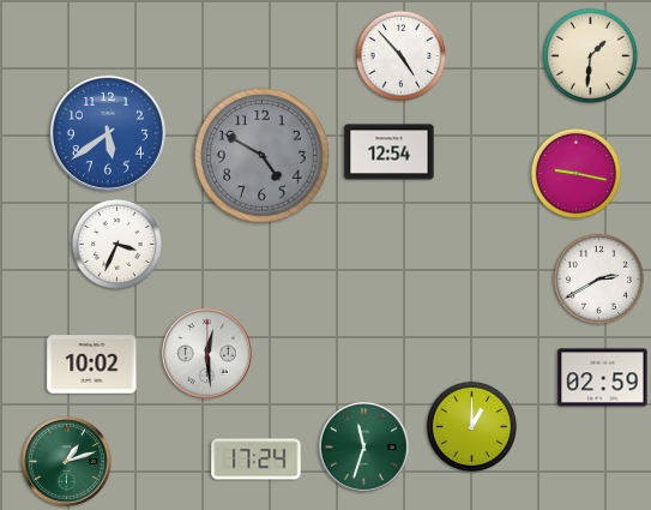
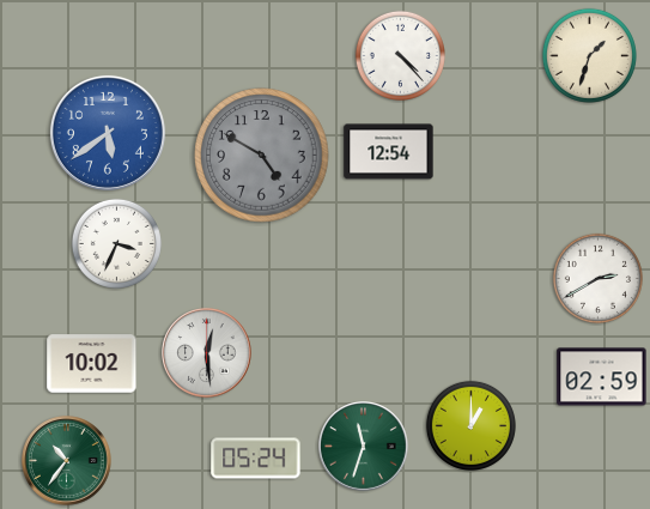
clock at (400, 55): 4:53 -> 4:23
clock at (590, 55): 1:31 -> 1:33
clock at (575, 173): 9:17 -> none
clock at (257, 460): 17:24 -> 05:24
clock at (67, 462): 1:12 -> 10:36
